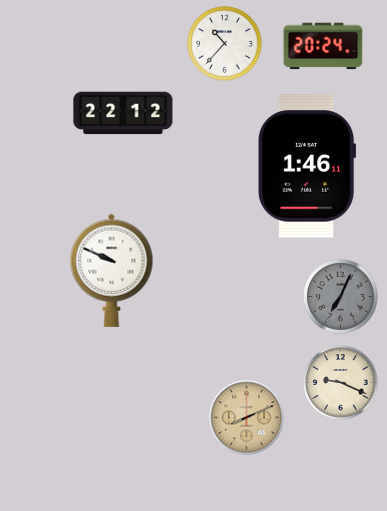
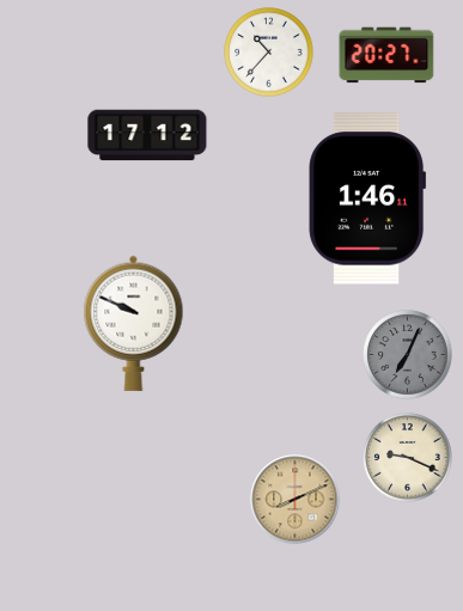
clock at (323, 46): 20:24 -> 20:27
clock at (123, 113): 22:12 -> 17:12
